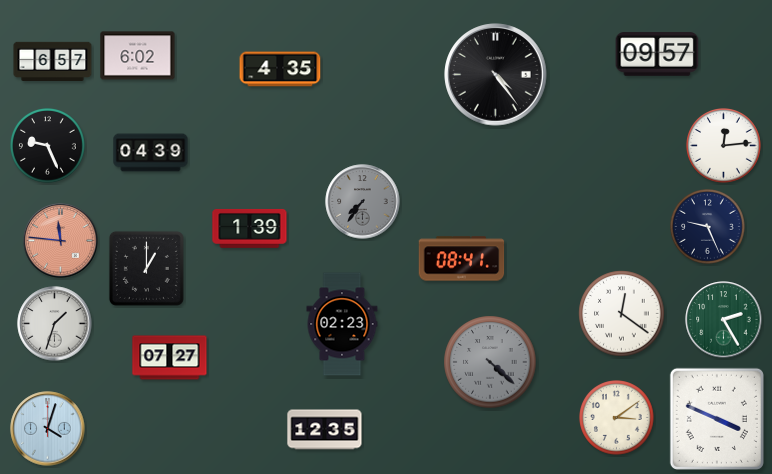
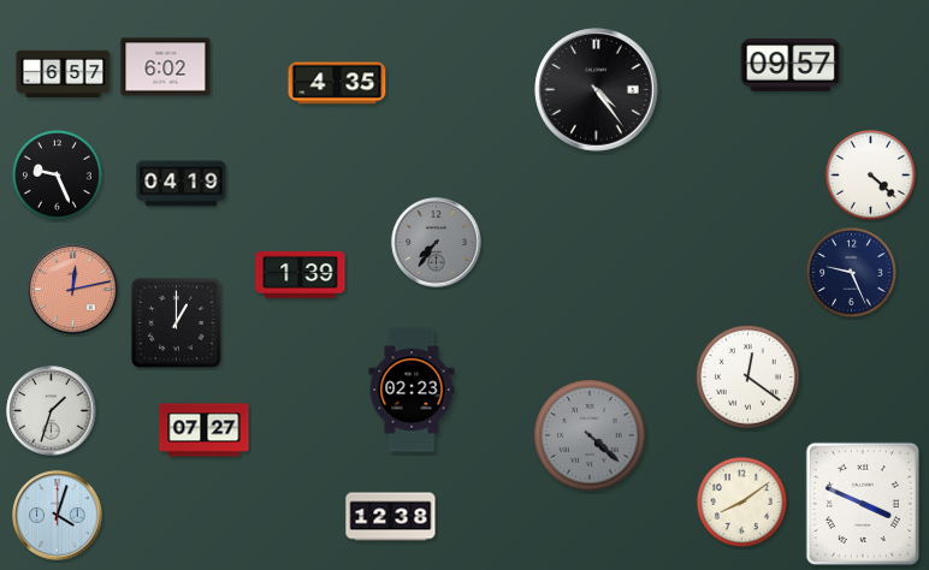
clock at (724, 146): 12:14 -> 4:22
clock at (151, 153): 04:39 -> 04:19
clock at (61, 241): 11:46 -> 12:13
clock at (462, 259): 08:41 -> none
clock at (724, 320): 2:25 -> none
clock at (55, 324) position: (55, 324) -> (52, 411)
clock at (617, 418): 3:09 -> 8:09
clock at (325, 430): 12:35 -> 12:38
